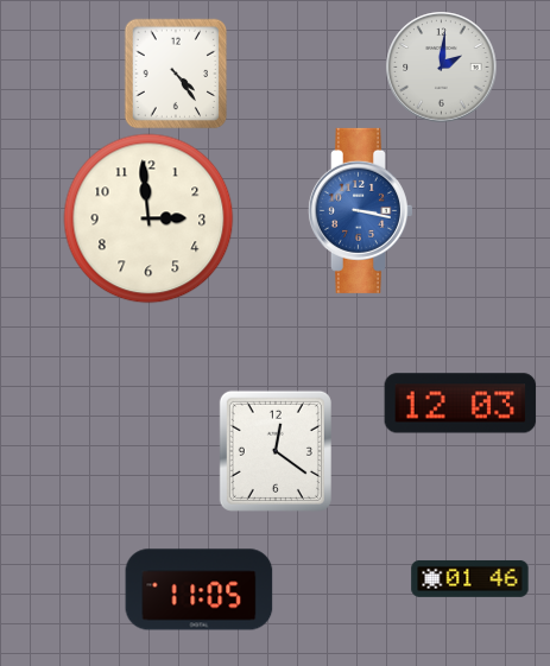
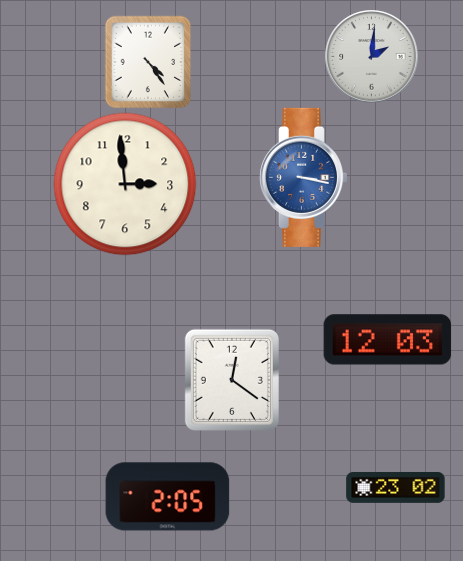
clock at (470, 578): 01:46 -> 23:02
clock at (200, 590): 11:05 -> 2:05
